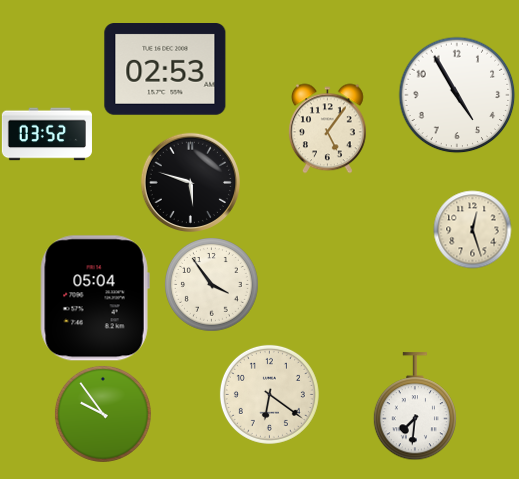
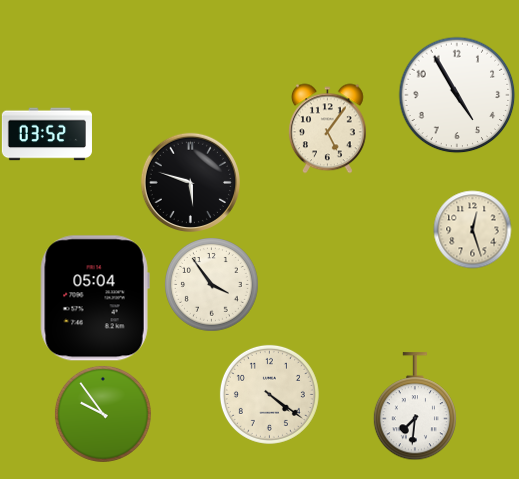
clock at (165, 70): 02:53 -> none
clock at (269, 394): 6:21 -> 4:21
